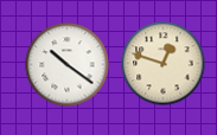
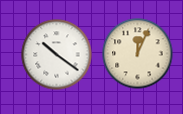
clock at (164, 64): 12:48 -> 12:04
